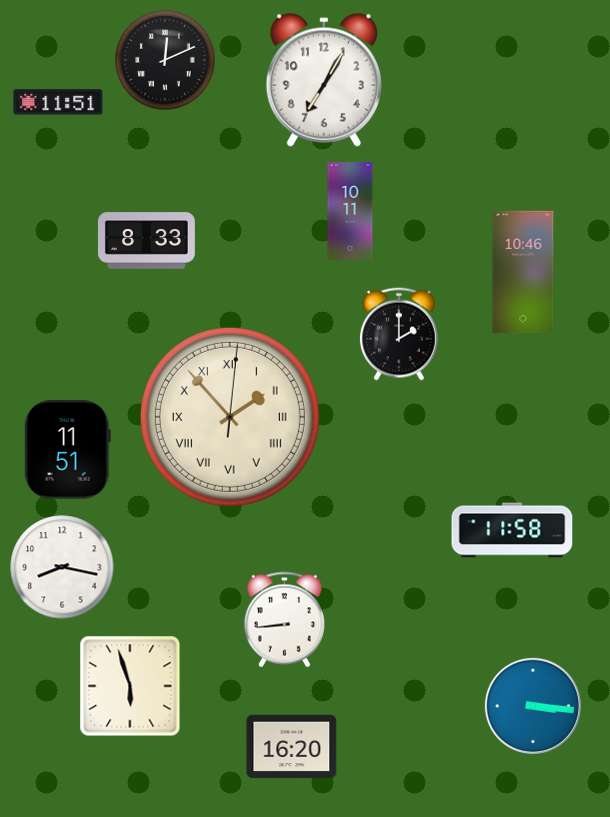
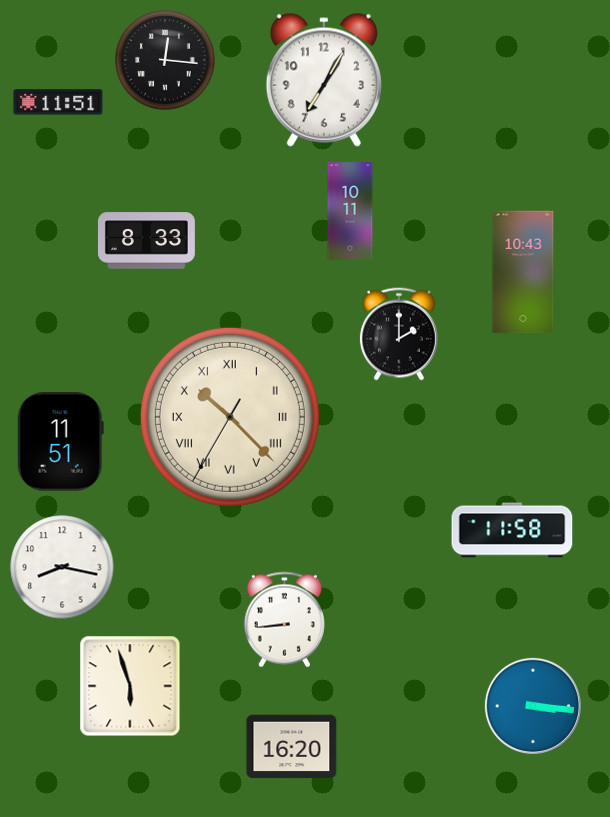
clock at (165, 60): 12:11 -> 12:16
clock at (523, 272): 10:46 -> 10:43
clock at (230, 417): 1:53 -> 10:22
clock at (67, 450) position: (67, 450) -> (60, 442)
